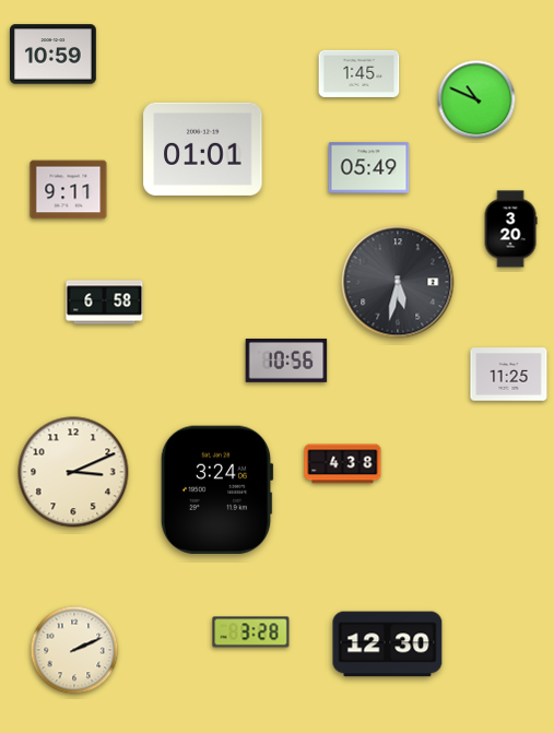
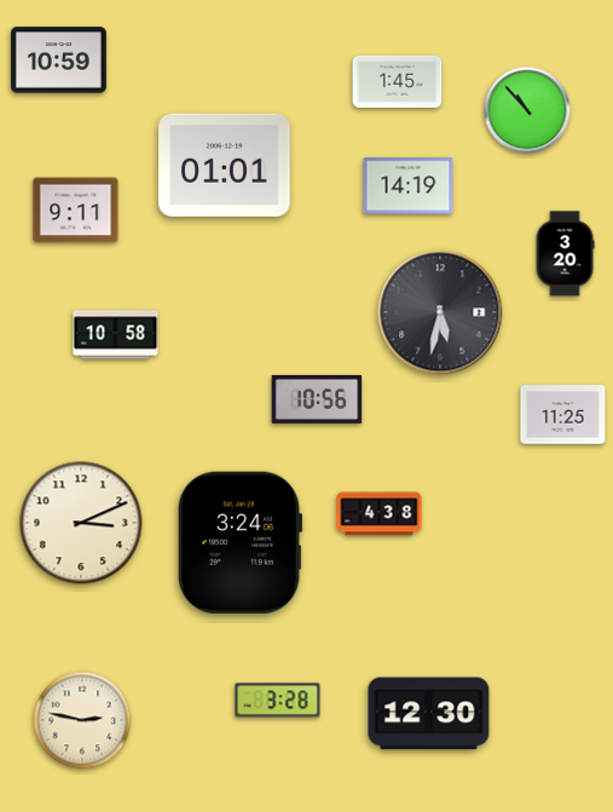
clock at (476, 99): 10:49 -> 10:53
clock at (369, 168): 05:49 -> 14:19
clock at (105, 303): 6:58 -> 10:58
clock at (74, 650): 2:11 -> 2:47
